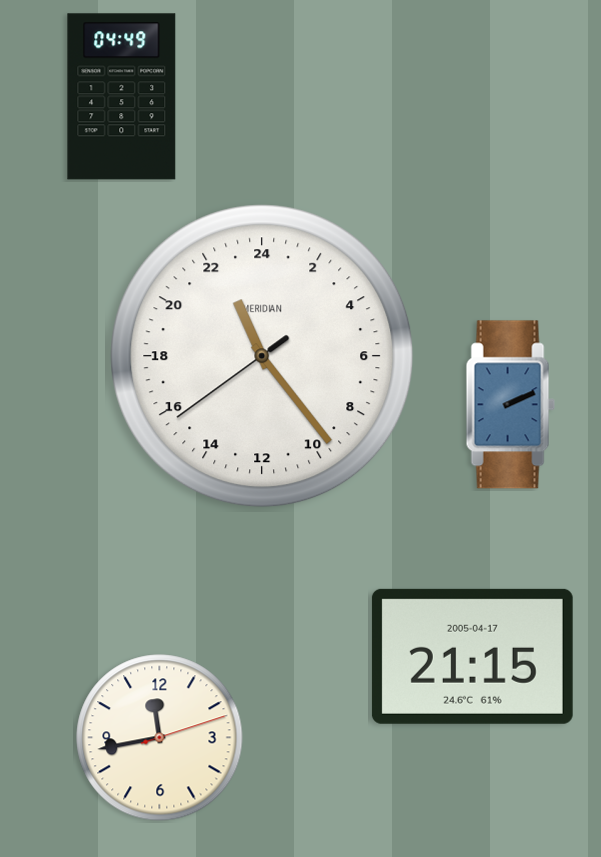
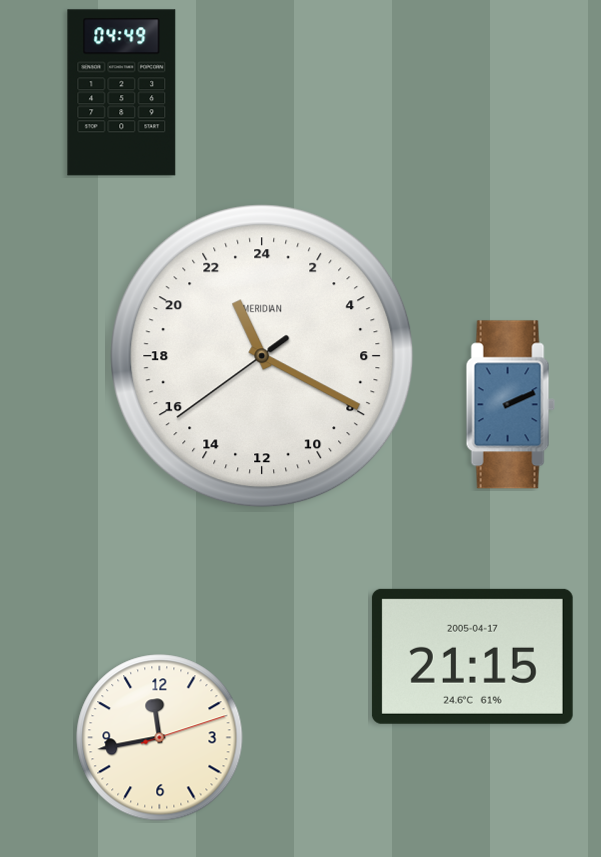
clock at (122, 97) position: (122, 97) -> (122, 93)
clock at (262, 356): 22:23 -> 22:19
